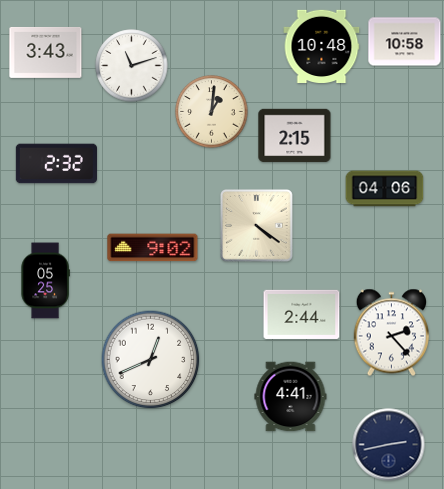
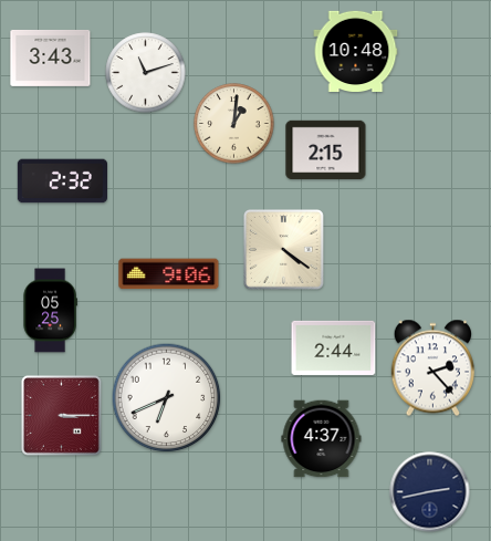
clock at (405, 42): 10:58 -> none
clock at (385, 189): 04:06 -> none
clock at (153, 248): 9:02 -> 9:06
clock at (151, 360): 12:41 -> 6:41
clock at (62, 416): none -> 3:15
clock at (291, 397): 4:41 -> 4:37
